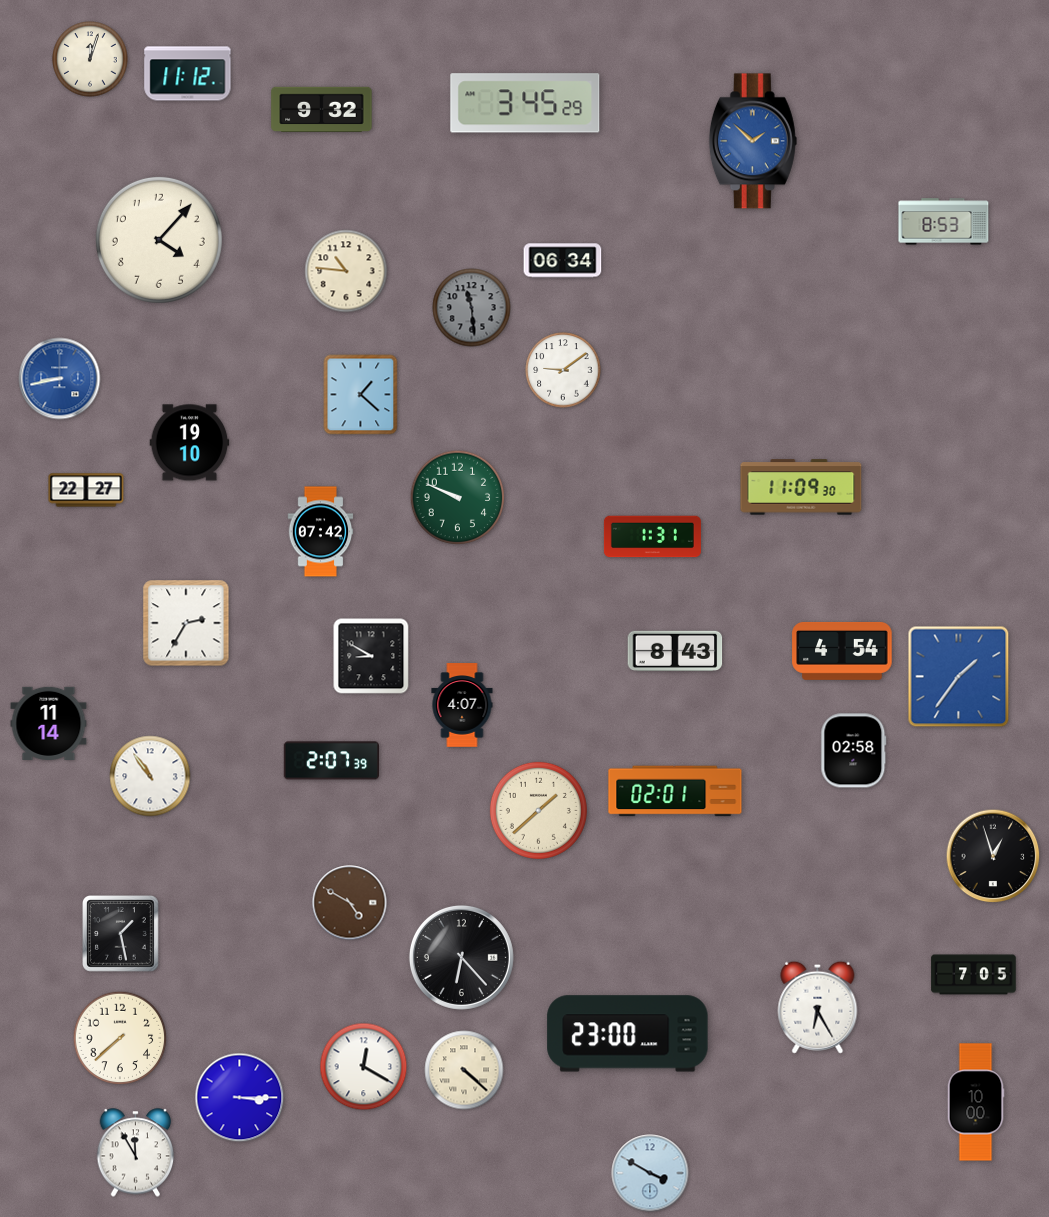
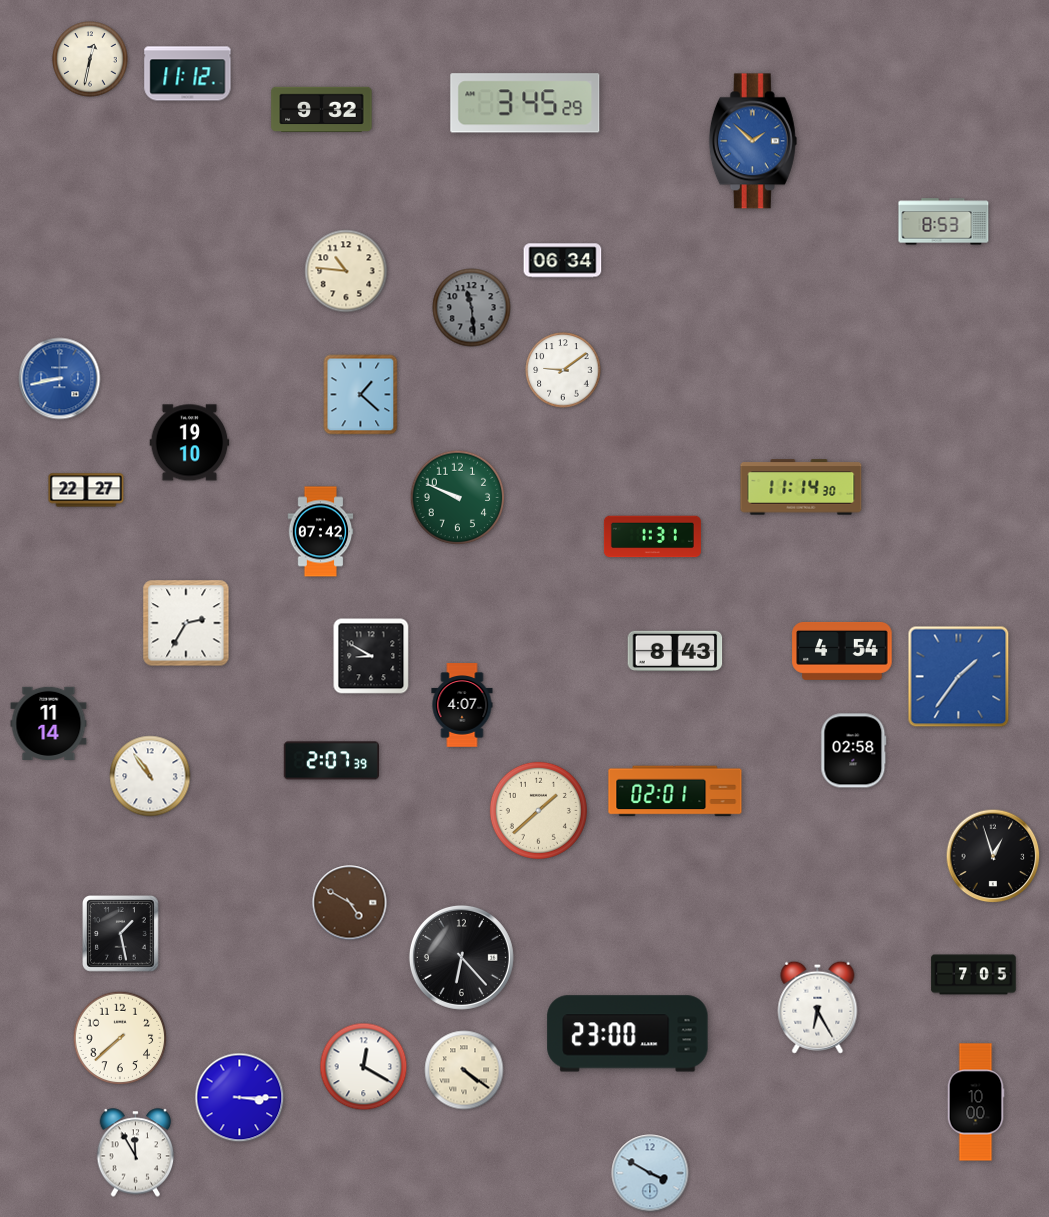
clock at (90, 59): 12:03 -> 12:32
clock at (159, 240): 4:07 -> none
clock at (801, 487): 11:09 -> 11:14
clock at (464, 1070): 4:22 -> 4:21
